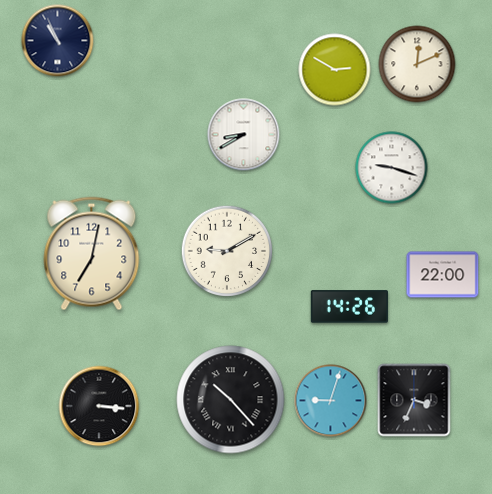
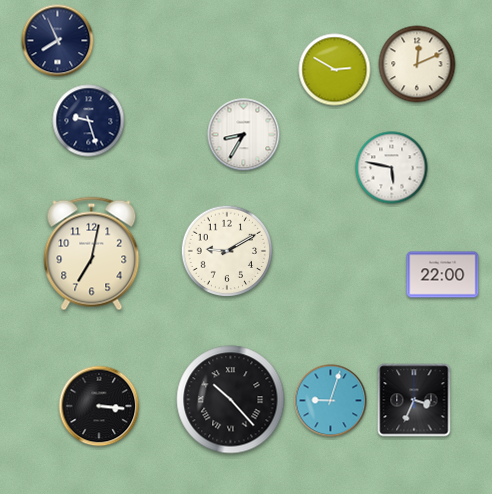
clock at (58, 41): 10:56 -> 7:56
clock at (89, 121): none -> 9:27
clock at (244, 135): 8:40 -> 8:35
clock at (392, 168): 9:18 -> 5:47
clock at (349, 307): 14:26 -> none
